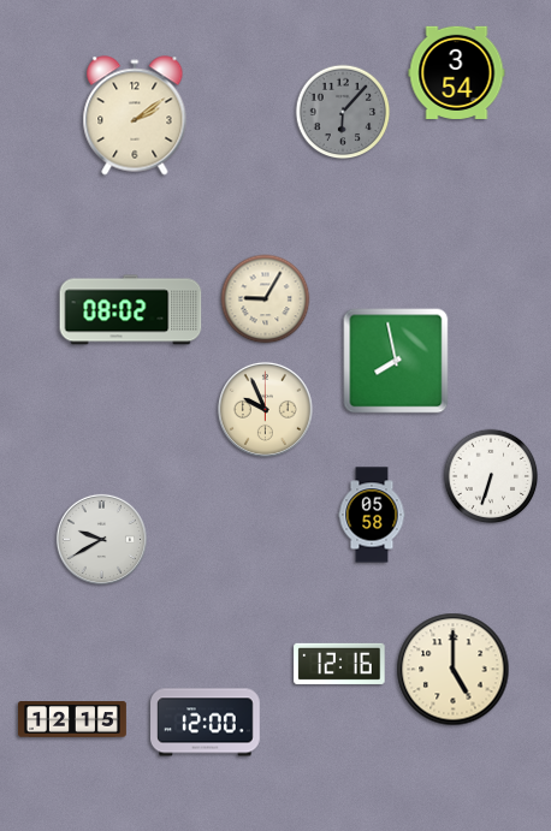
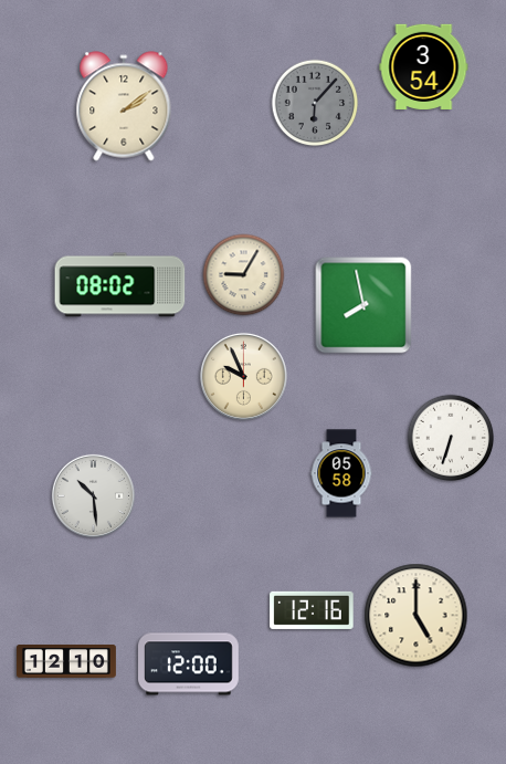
clock at (457, 72) position: (457, 72) -> (424, 66)
clock at (396, 361) position: (396, 361) -> (363, 305)
clock at (101, 539): 9:40 -> 10:29
clock at (72, 720): 12:15 -> 12:10
